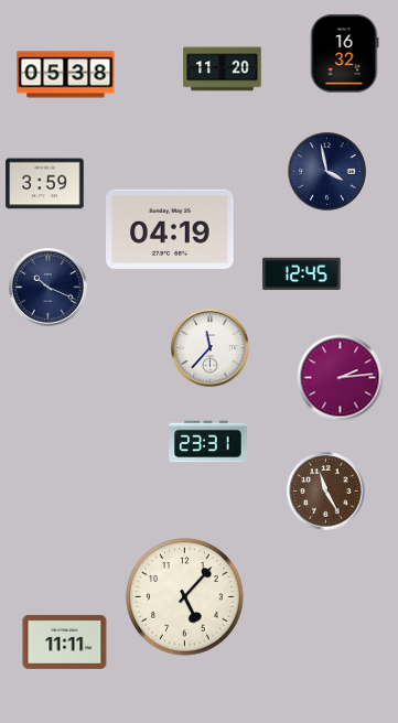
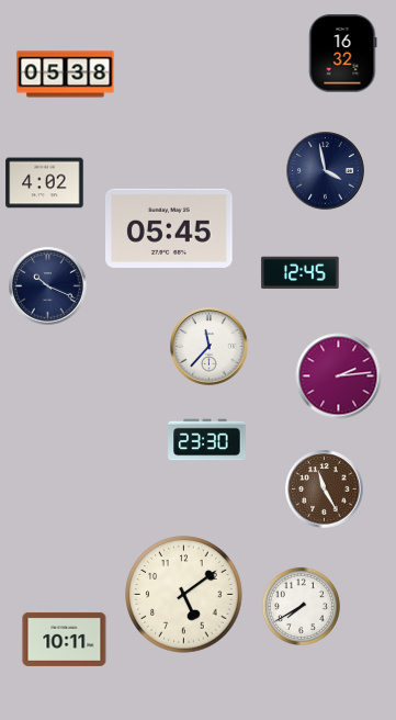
clock at (223, 69): 11:20 -> none
clock at (45, 184): 3:59 -> 4:02
clock at (171, 229): 04:19 -> 05:45
clock at (208, 442): 23:31 -> 23:30
clock at (185, 597): 5:07 -> 5:09
clock at (301, 606): none -> 7:40
clock at (65, 641): 11:11 -> 10:11
